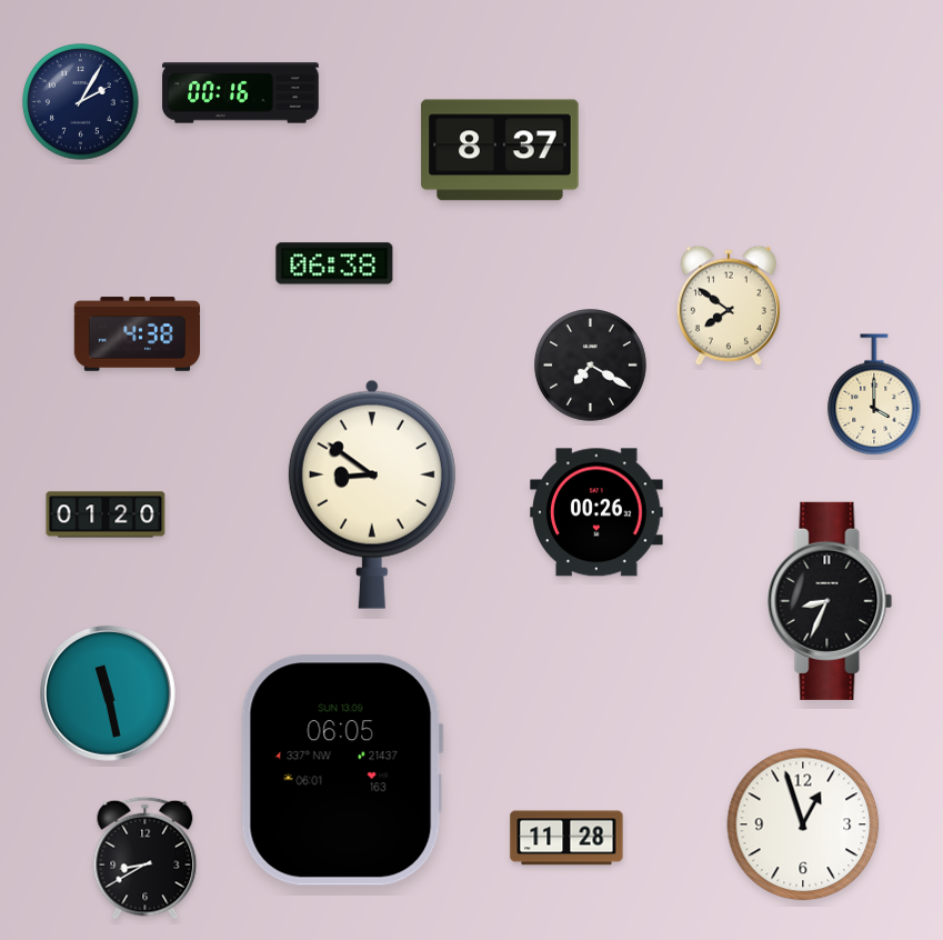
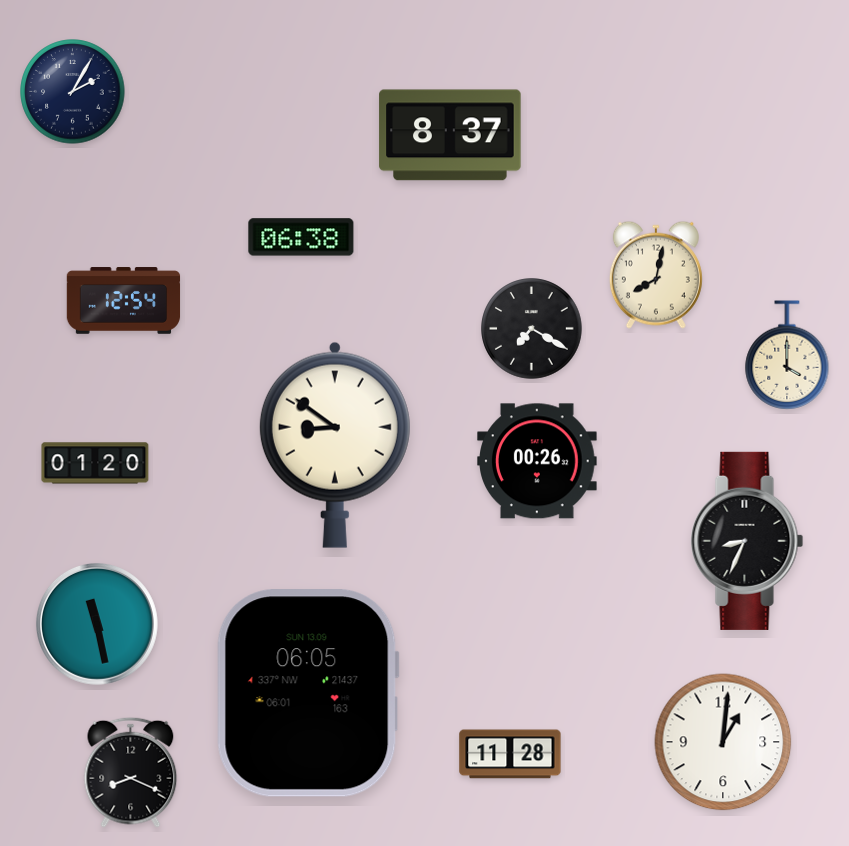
clock at (241, 93): 00:16 -> none
clock at (729, 306): 7:51 -> 8:02
clock at (138, 334): 4:38 -> 12:54
clock at (803, 824): 12:57 -> 1:01
clock at (146, 858): 8:40 -> 8:19
